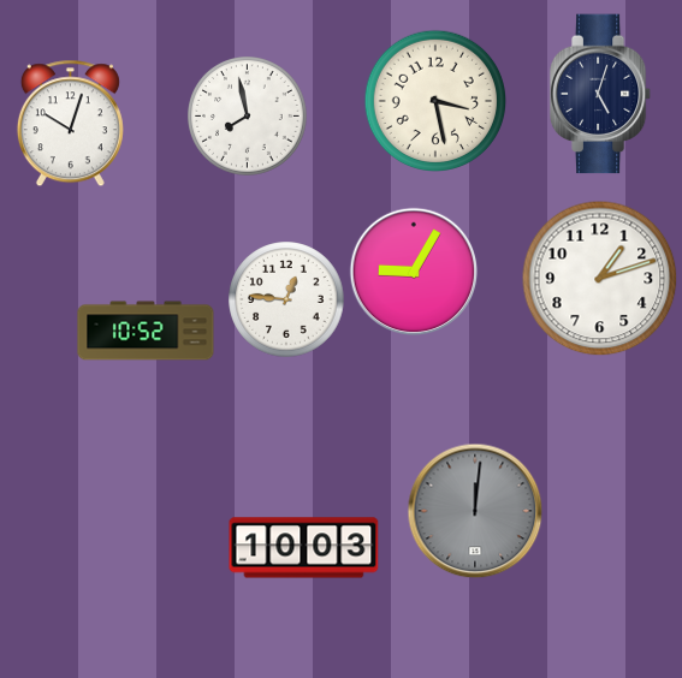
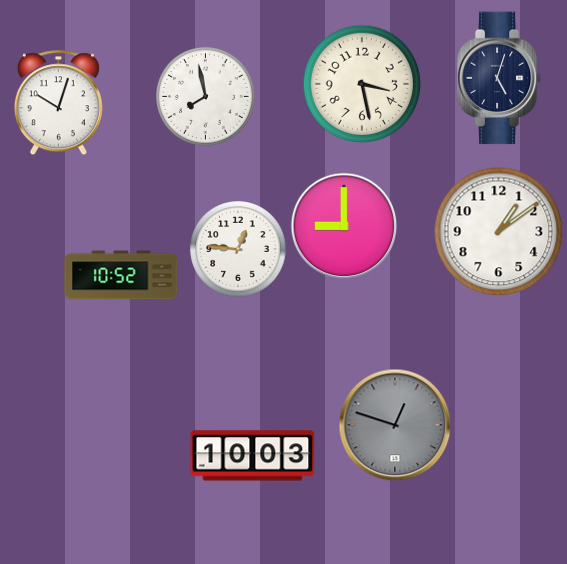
clock at (414, 272): 9:05 -> 9:00
clock at (599, 278): 1:12 -> 1:09
clock at (475, 511): 12:01 -> 12:48
